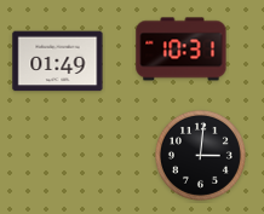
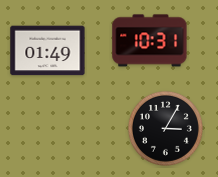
clock at (200, 155): 3:01 -> 3:05
